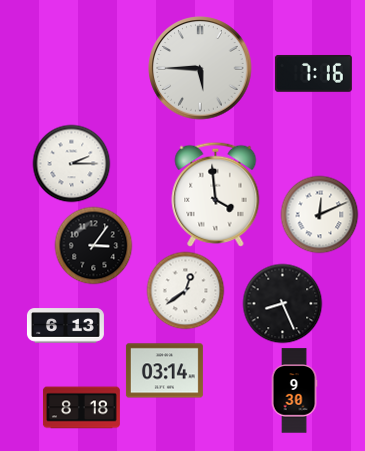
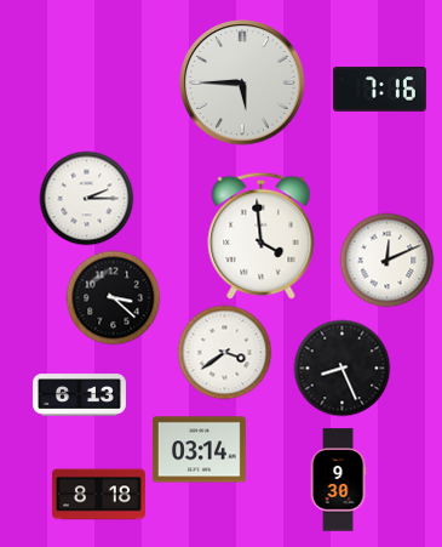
clock at (93, 245): 3:06 -> 3:22
clock at (185, 290): 12:39 -> 3:39
clock at (294, 391) position: (294, 391) -> (338, 480)
